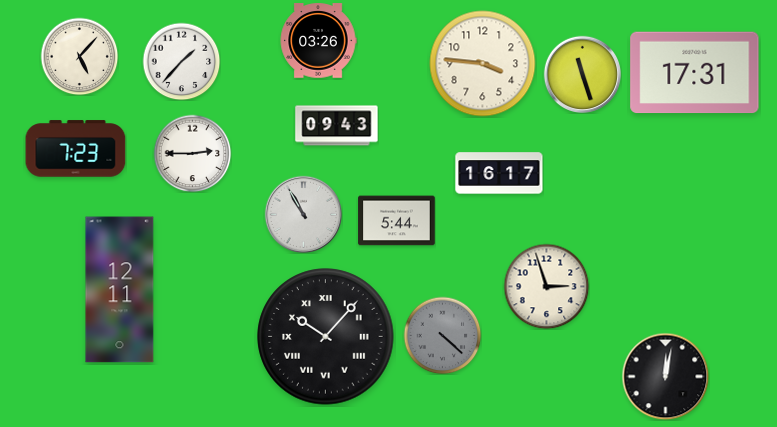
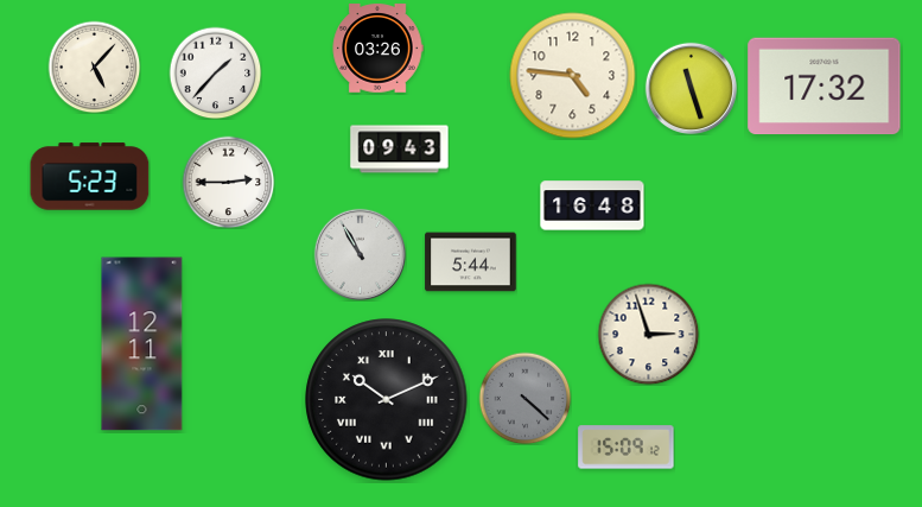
clock at (483, 64): 3:46 -> 4:46
clock at (695, 73): 17:31 -> 17:32
clock at (76, 149): 7:23 -> 5:23
clock at (499, 173): 16:17 -> 16:48
clock at (546, 286) position: (546, 286) -> (648, 334)
clock at (326, 337): 10:07 -> 10:11
clock at (665, 376): 12:02 -> none
clock at (627, 448): none -> 15:09
